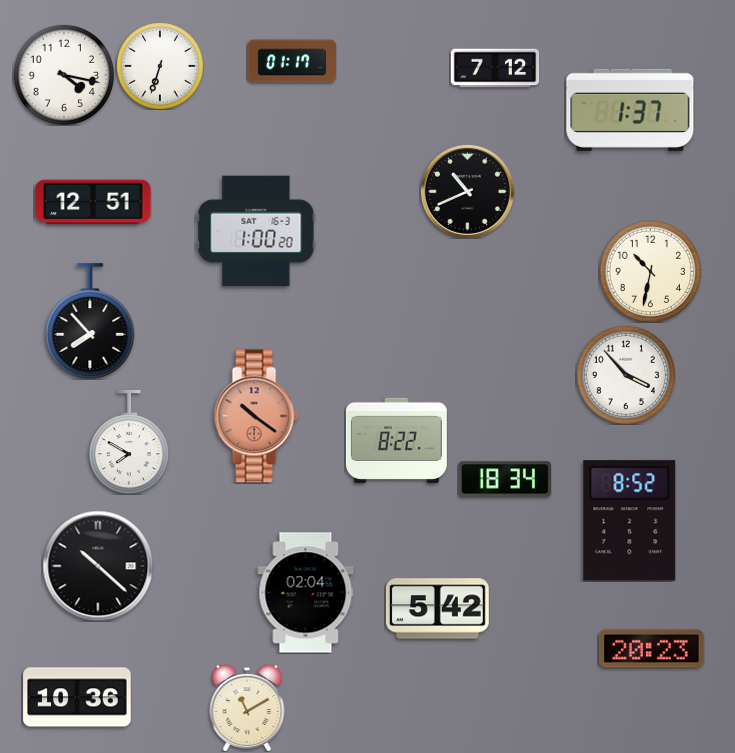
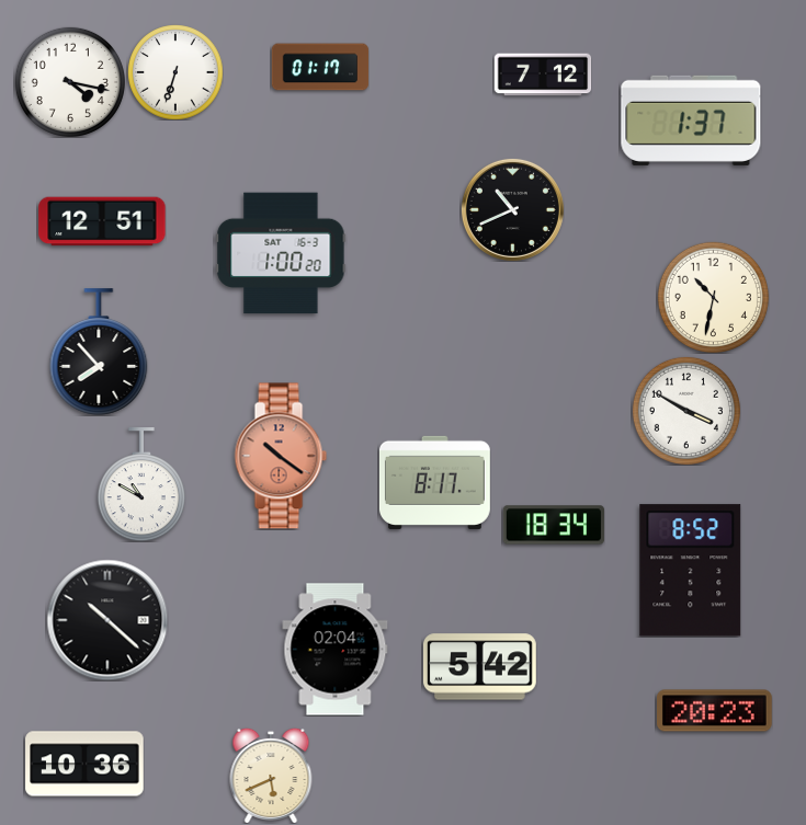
clock at (626, 375): 3:53 -> 3:50
clock at (396, 440): 8:22 -> 8:17
clock at (129, 443): 7:50 -> 10:50
clock at (247, 708): 11:10 -> 5:41
